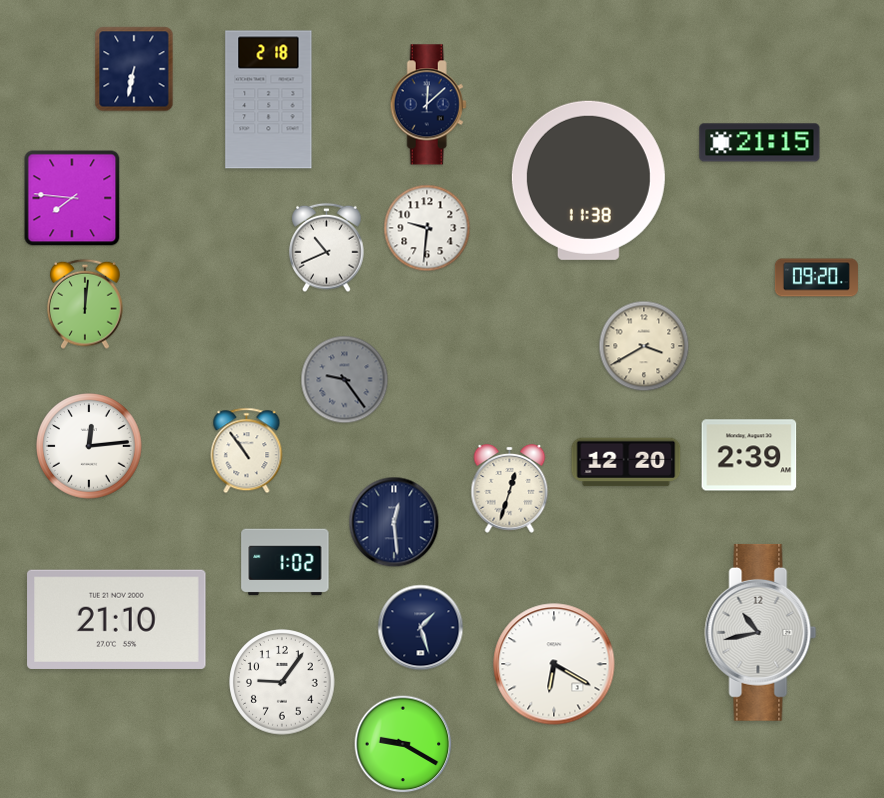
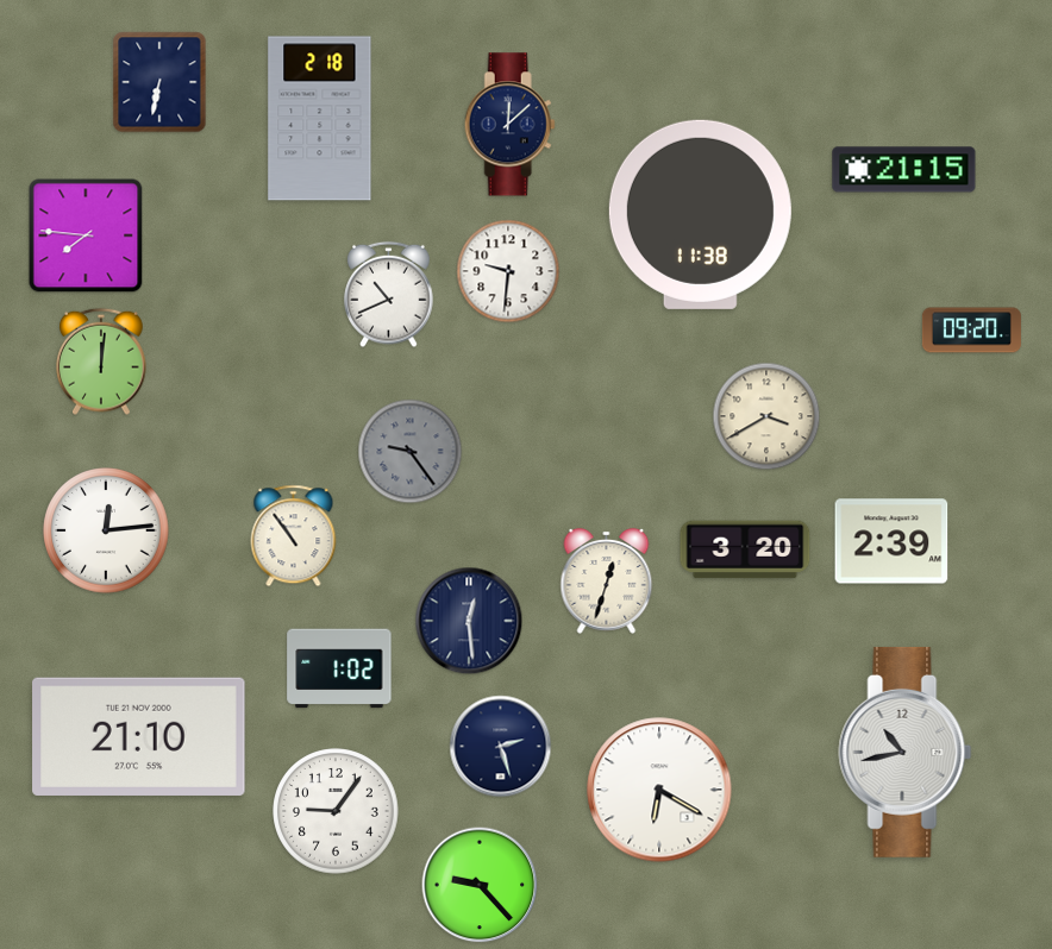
clock at (644, 346) position: (644, 346) -> (766, 416)
clock at (626, 462): 12:20 -> 3:20
clock at (421, 628): 1:27 -> 2:27
clock at (403, 744): 9:20 -> 9:23
